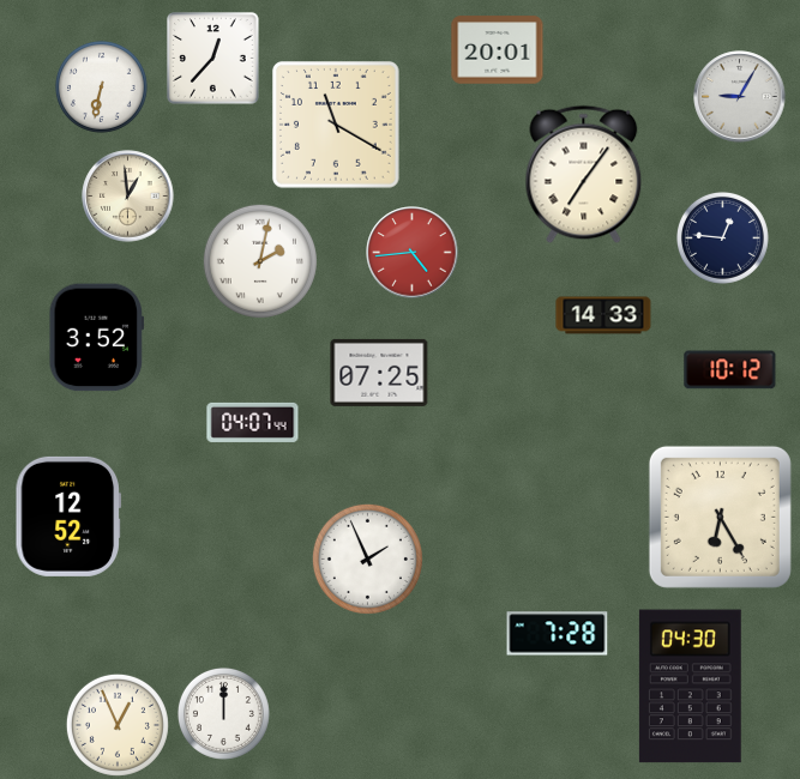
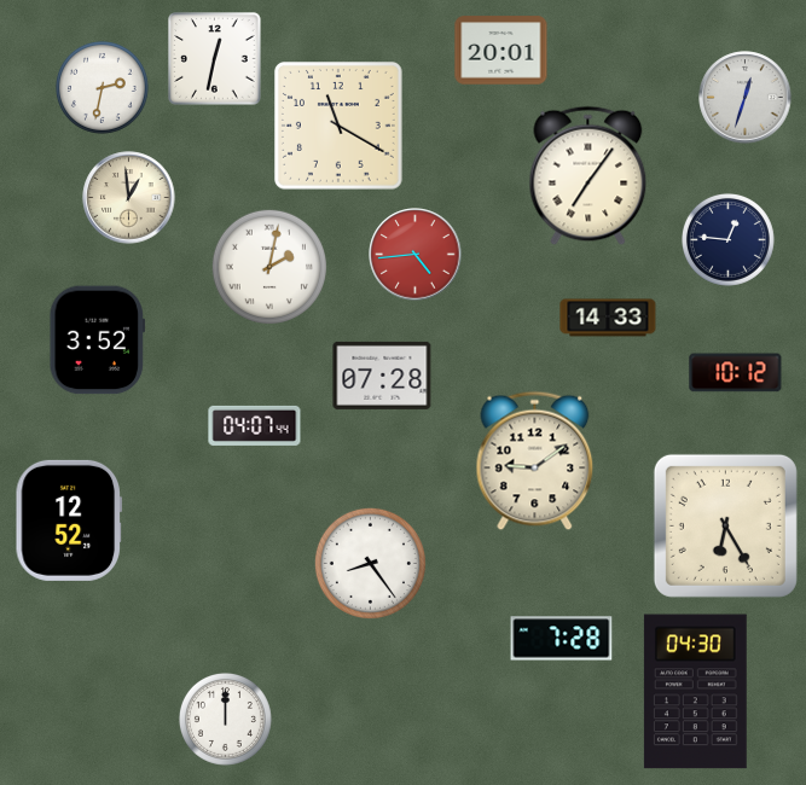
clock at (213, 59): 12:37 -> 12:32
clock at (101, 86): 6:32 -> 2:32
clock at (740, 97): 9:05 -> 12:33
clock at (260, 261) position: (260, 261) -> (269, 267)
clock at (379, 373): 07:25 -> 07:28
clock at (535, 461): none -> 9:09
clock at (720, 517) position: (720, 517) -> (725, 525)
clock at (367, 558): 1:56 -> 8:24
clock at (118, 725): 12:56 -> none
